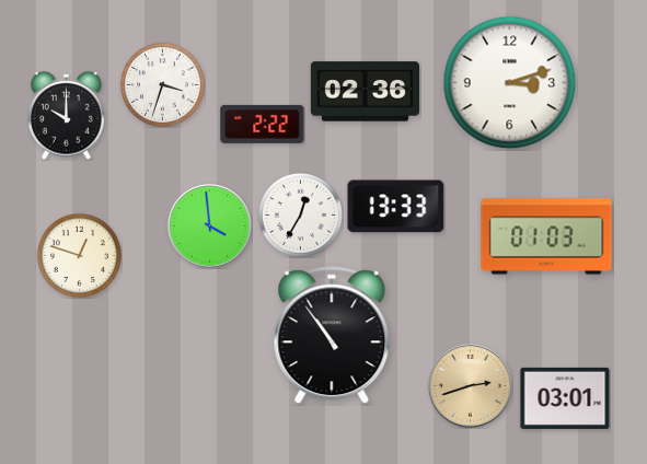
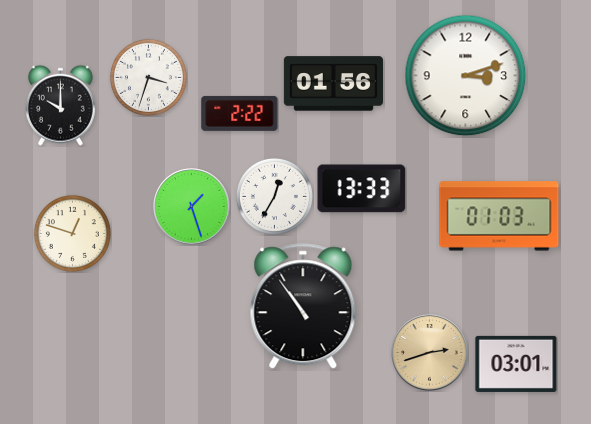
clock at (365, 92): 02:36 -> 01:56
clock at (210, 227): 3:59 -> 1:27
